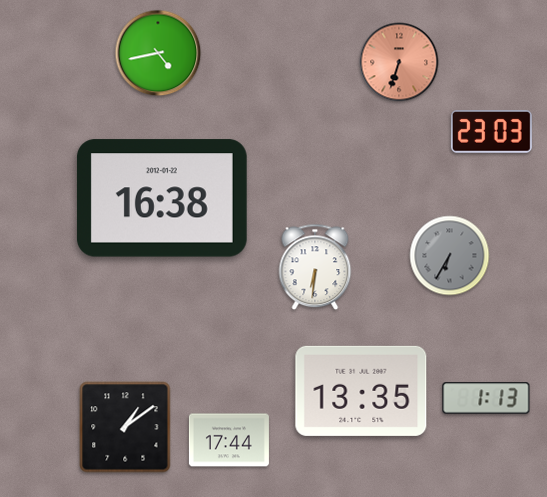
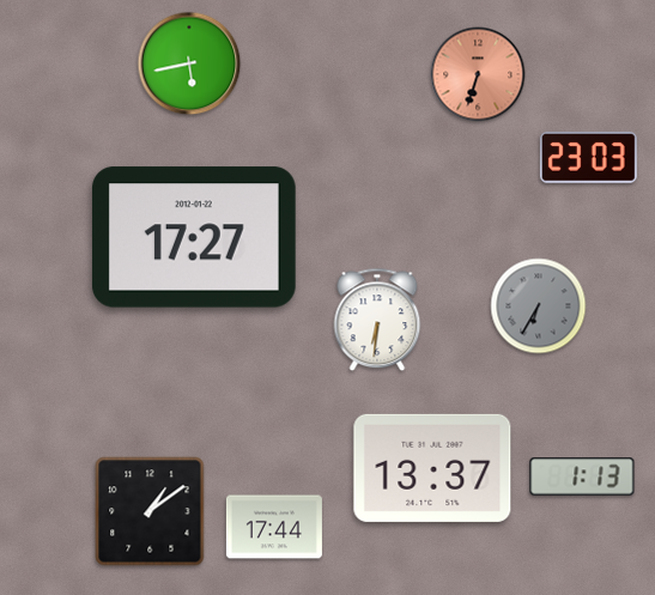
clock at (158, 53): 4:43 -> 5:43
clock at (162, 198): 16:38 -> 17:27
clock at (361, 391): 13:35 -> 13:37
